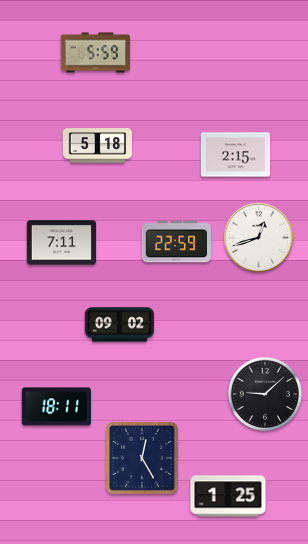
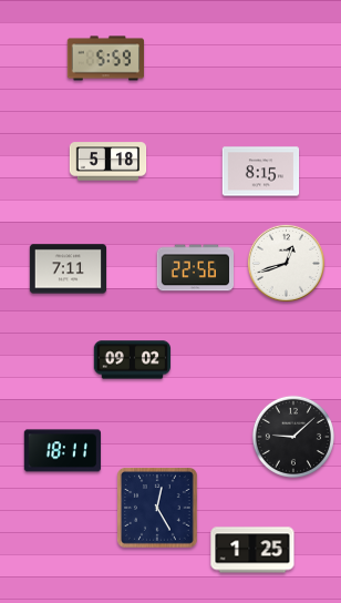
clock at (236, 155): 2:15 -> 8:15
clock at (176, 242): 22:59 -> 22:56
